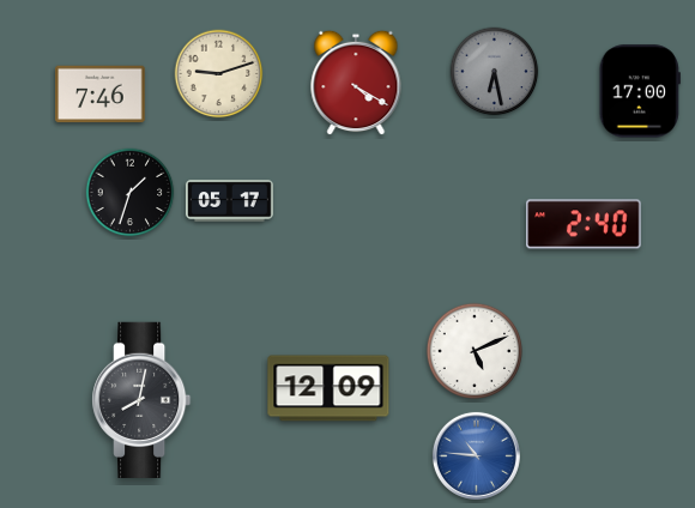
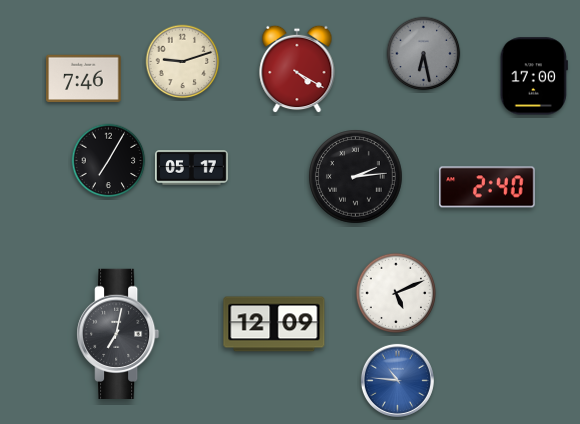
clock at (495, 72) position: (495, 72) -> (424, 54)
clock at (131, 193): 1:33 -> 7:05
clock at (356, 177): none -> 2:14
clock at (141, 399): 8:02 -> 7:02
